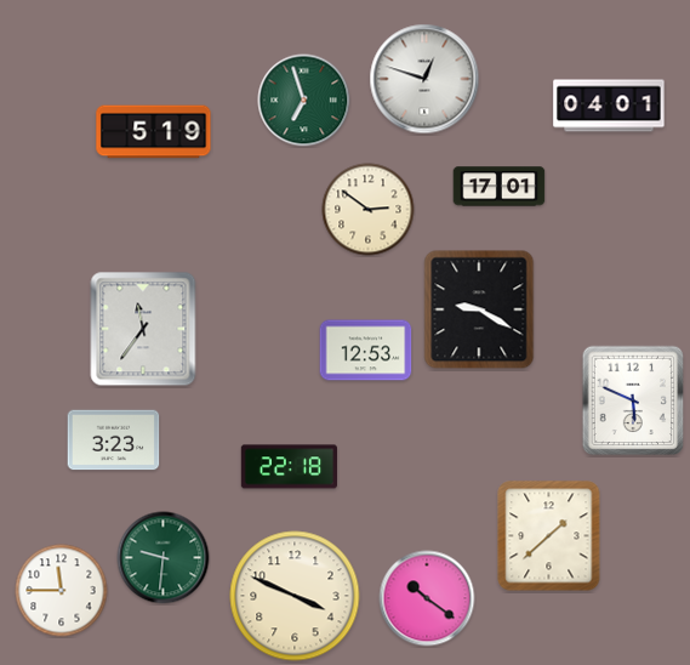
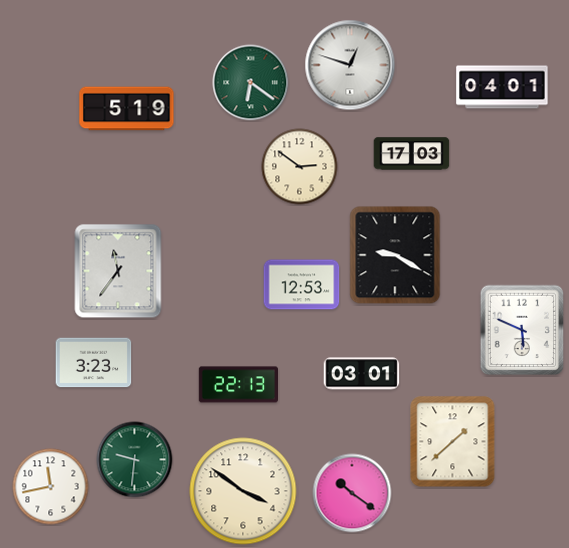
clock at (304, 101): 6:57 -> 6:21
clock at (500, 187): 17:01 -> 17:03
clock at (369, 210) position: (369, 210) -> (300, 167)
clock at (366, 351) position: (366, 351) -> (302, 285)
clock at (362, 374): none -> 03:01
clock at (290, 467): 22:18 -> 22:13
clock at (62, 591): 11:45 -> 11:43
clock at (295, 596): 3:49 -> 3:51
